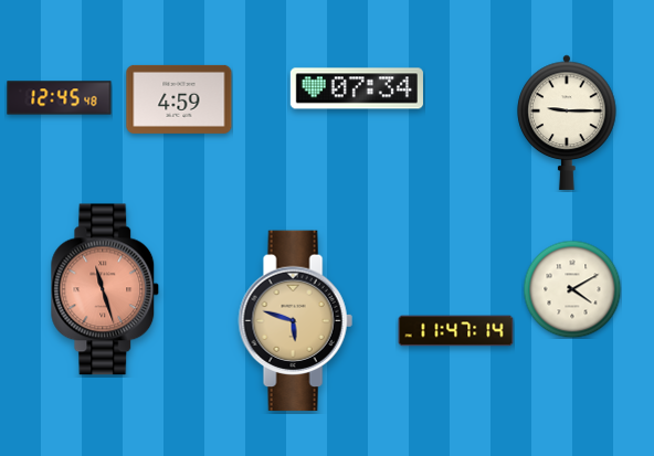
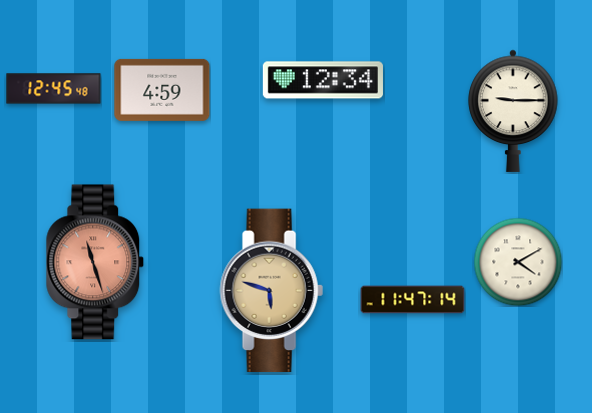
clock at (357, 88): 07:34 -> 12:34
clock at (295, 321) position: (295, 321) -> (271, 291)
